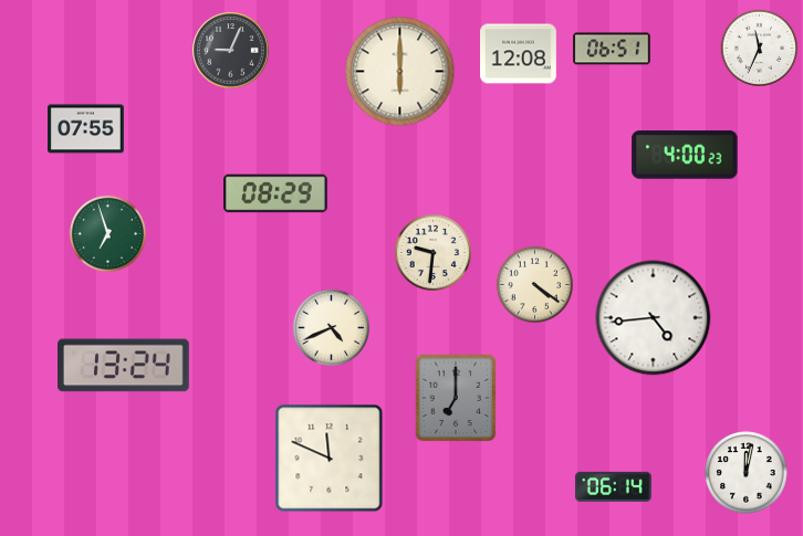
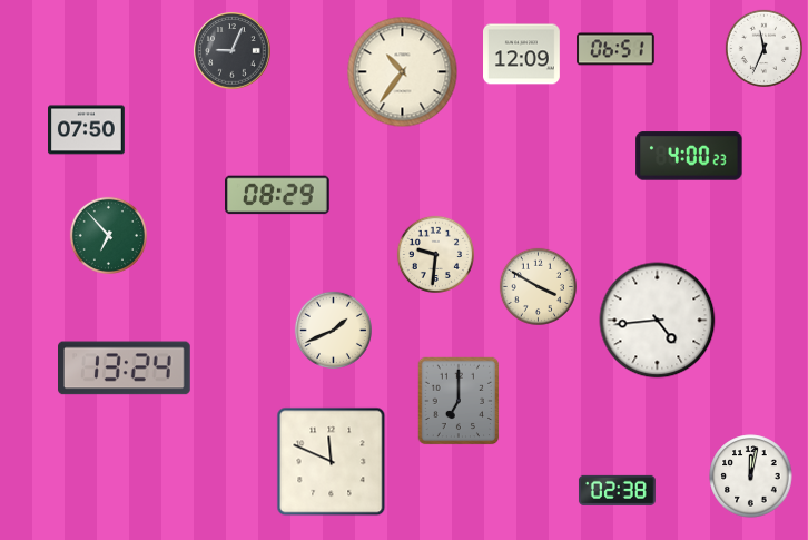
clock at (519, 54): 12:08 -> 12:09
clock at (400, 72): 6:00 -> 10:36
clock at (86, 129): 07:55 -> 07:50
clock at (107, 233): 6:57 -> 6:53
clock at (534, 284): 4:21 -> 3:50
clock at (331, 327): 4:41 -> 1:41
clock at (613, 486): 06:14 -> 02:38
